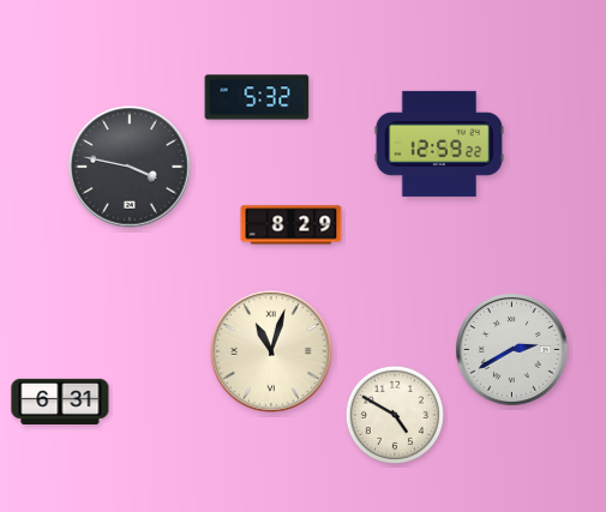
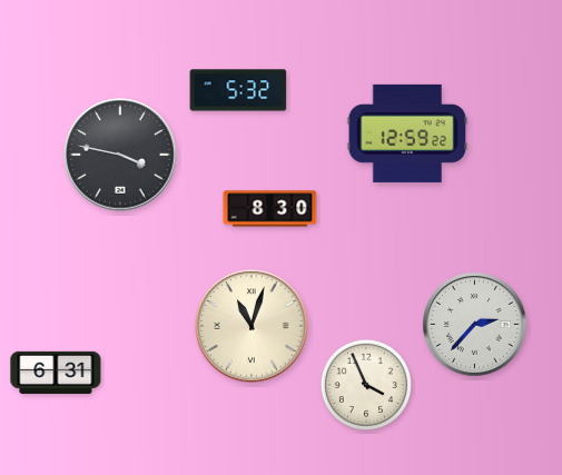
clock at (292, 225): 8:29 -> 8:30
clock at (512, 350): 2:40 -> 2:37
clock at (395, 415): 4:50 -> 3:56
